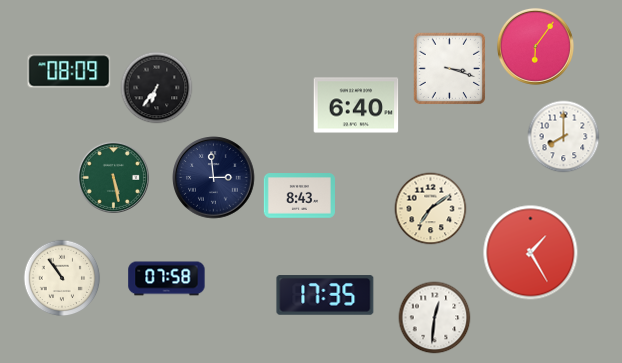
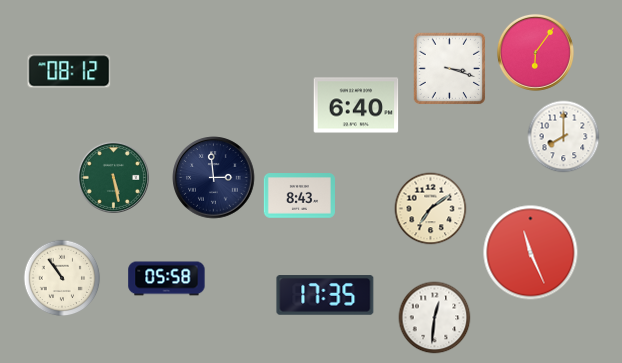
clock at (535, 46) position: (535, 46) -> (535, 52)
clock at (69, 71): 08:09 -> 08:12
clock at (157, 88): 6:36 -> none
clock at (531, 253): 1:25 -> 11:26
clock at (167, 279): 07:58 -> 05:58
